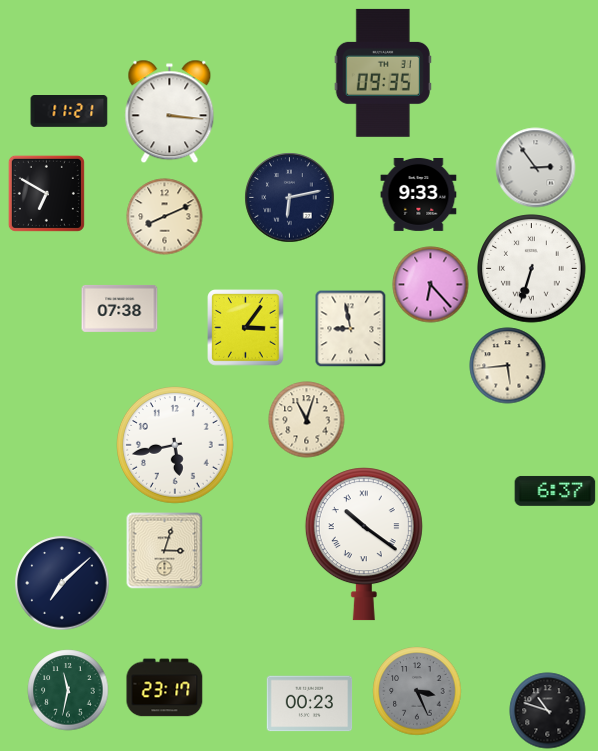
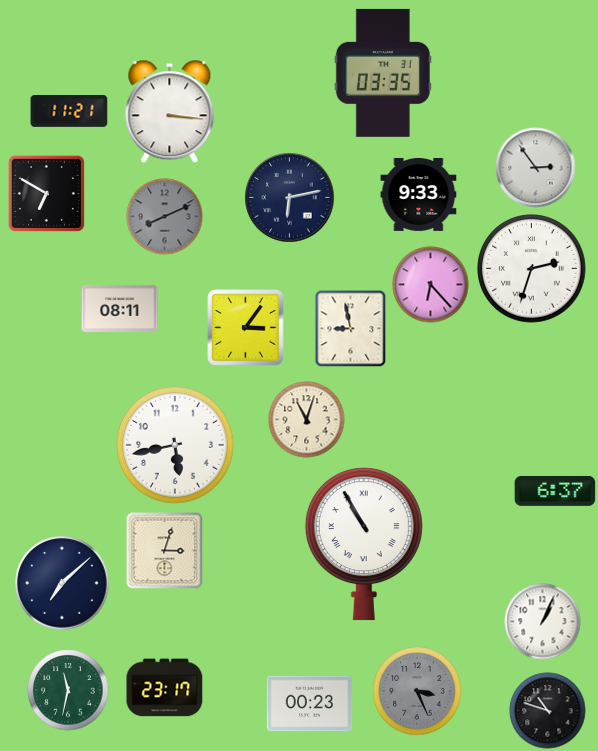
clock at (383, 73): 09:35 -> 03:35
clock at (165, 217) dial: cream -> grey
clock at (532, 269): 6:33 -> 2:33
clock at (120, 308): 07:38 -> 08:11
clock at (508, 366): 5:44 -> none
clock at (364, 544): 10:21 -> 10:55
clock at (543, 622): none -> 1:04
